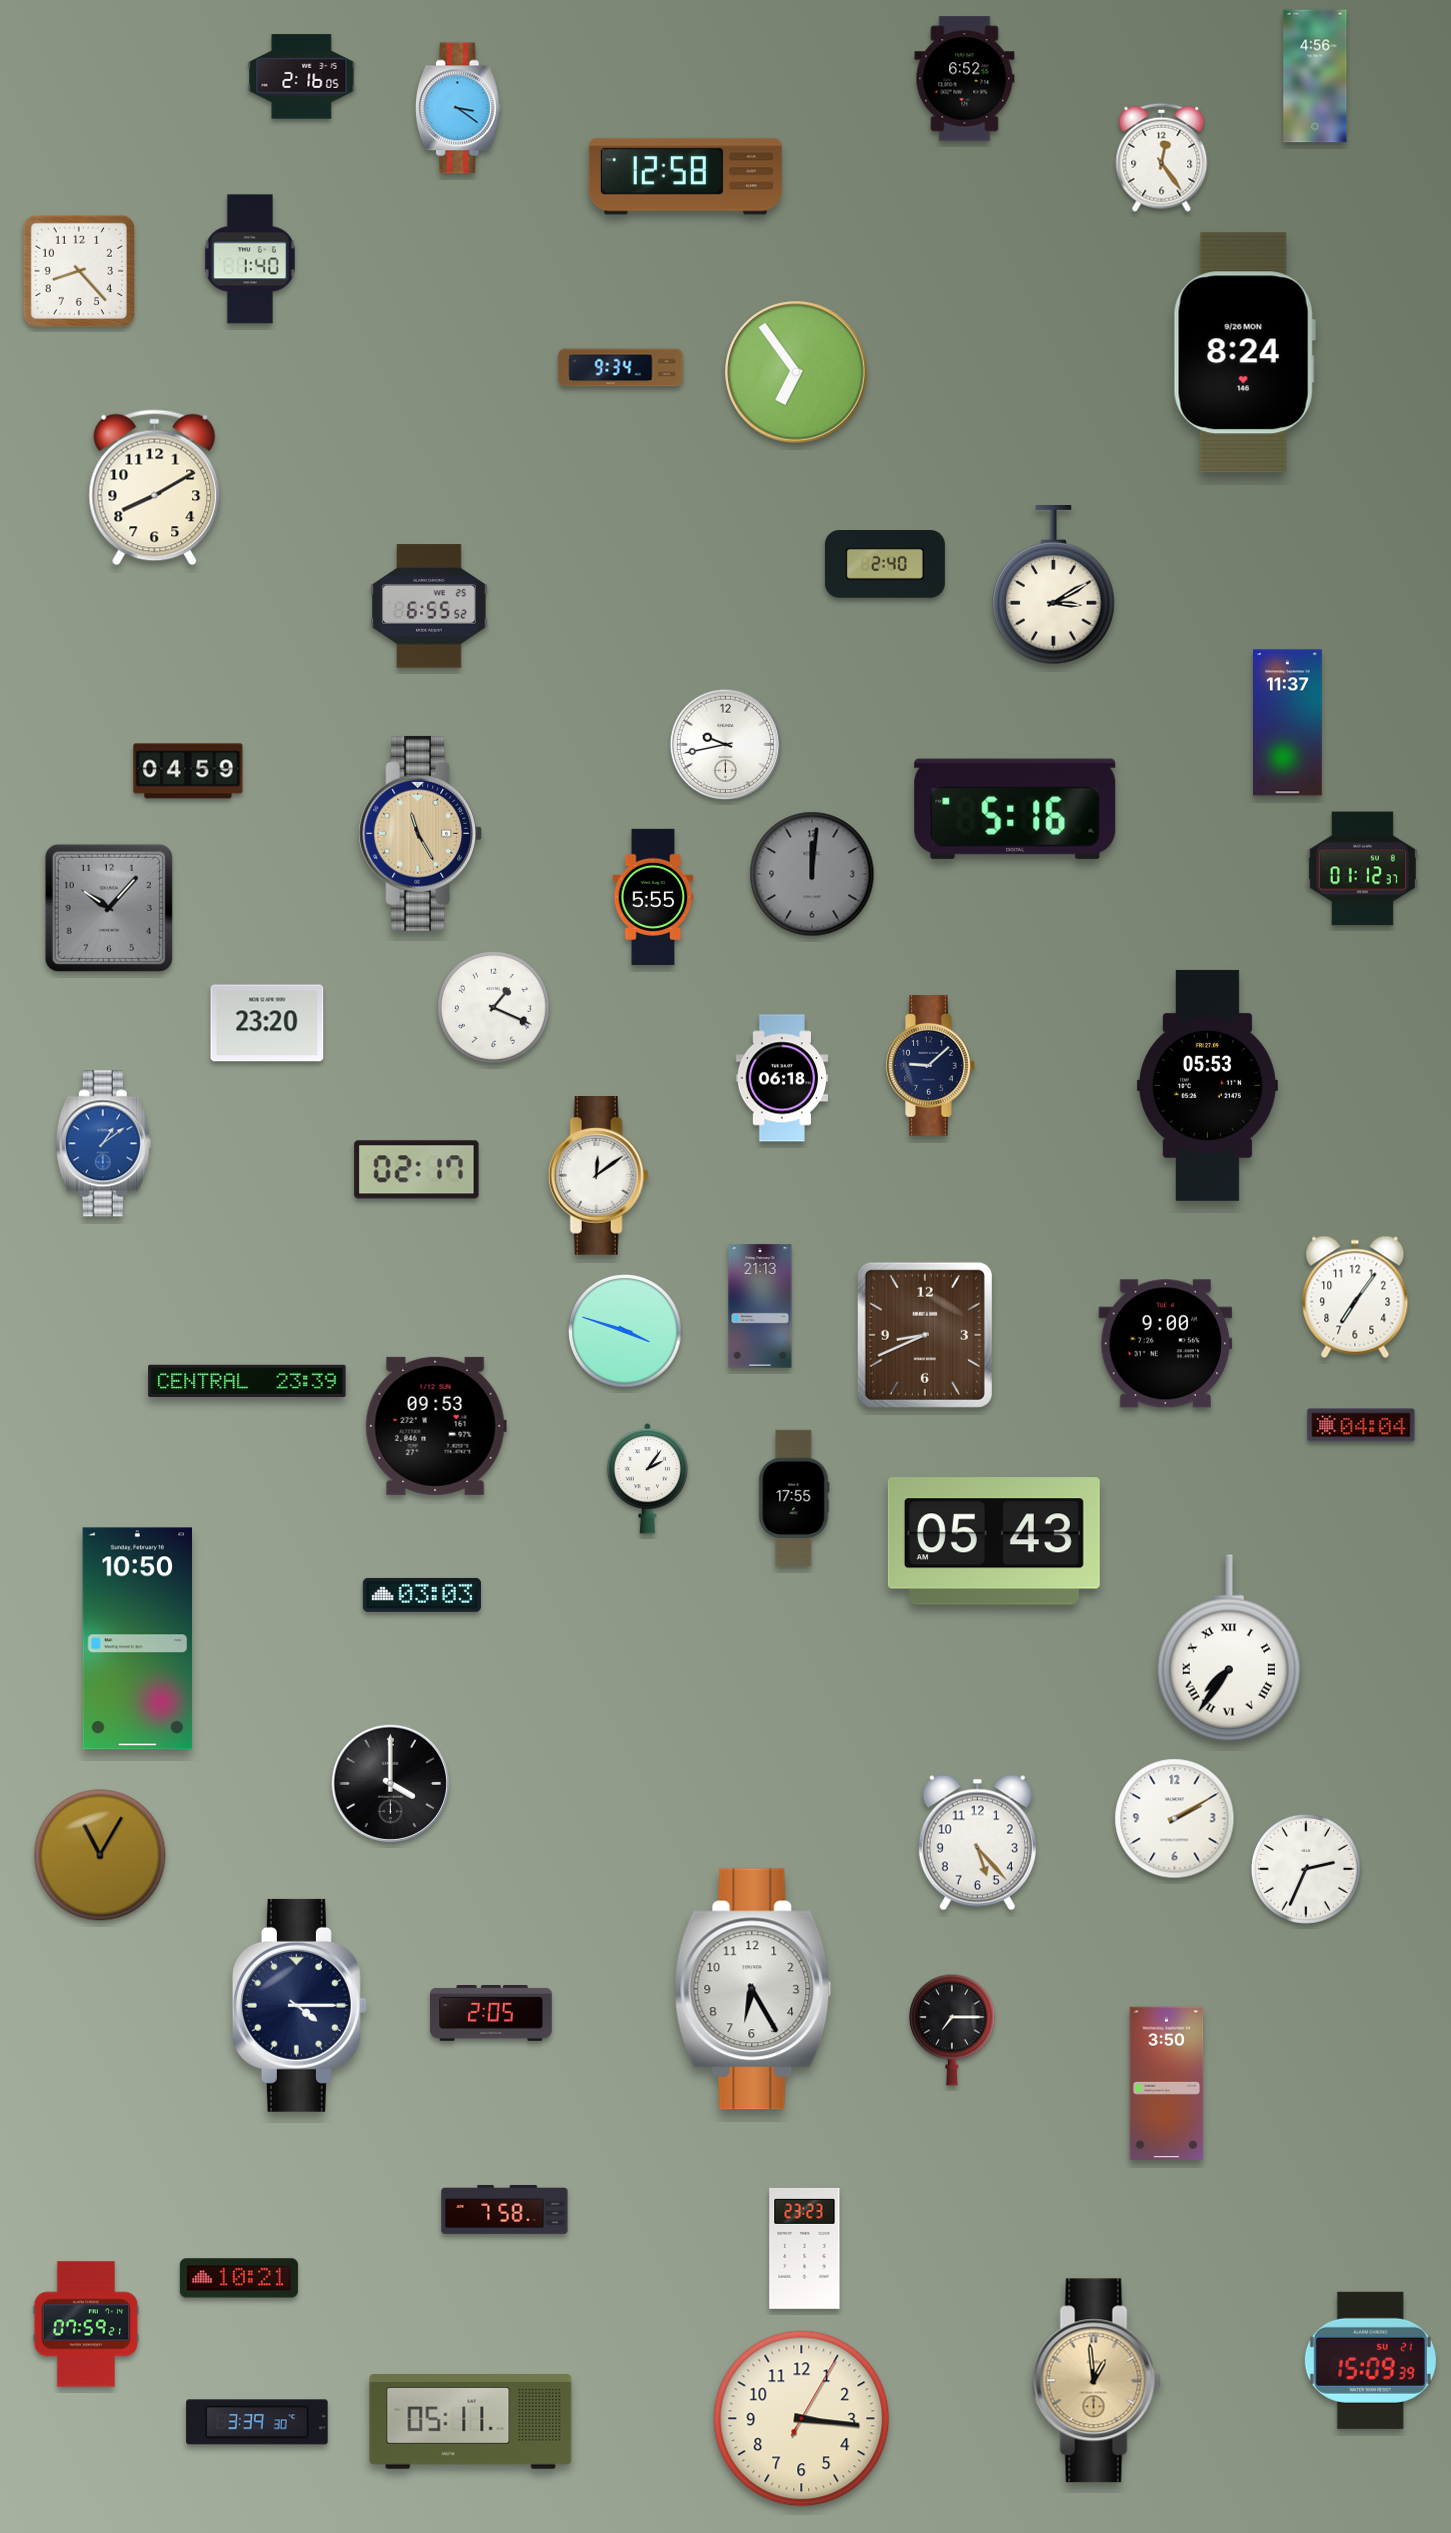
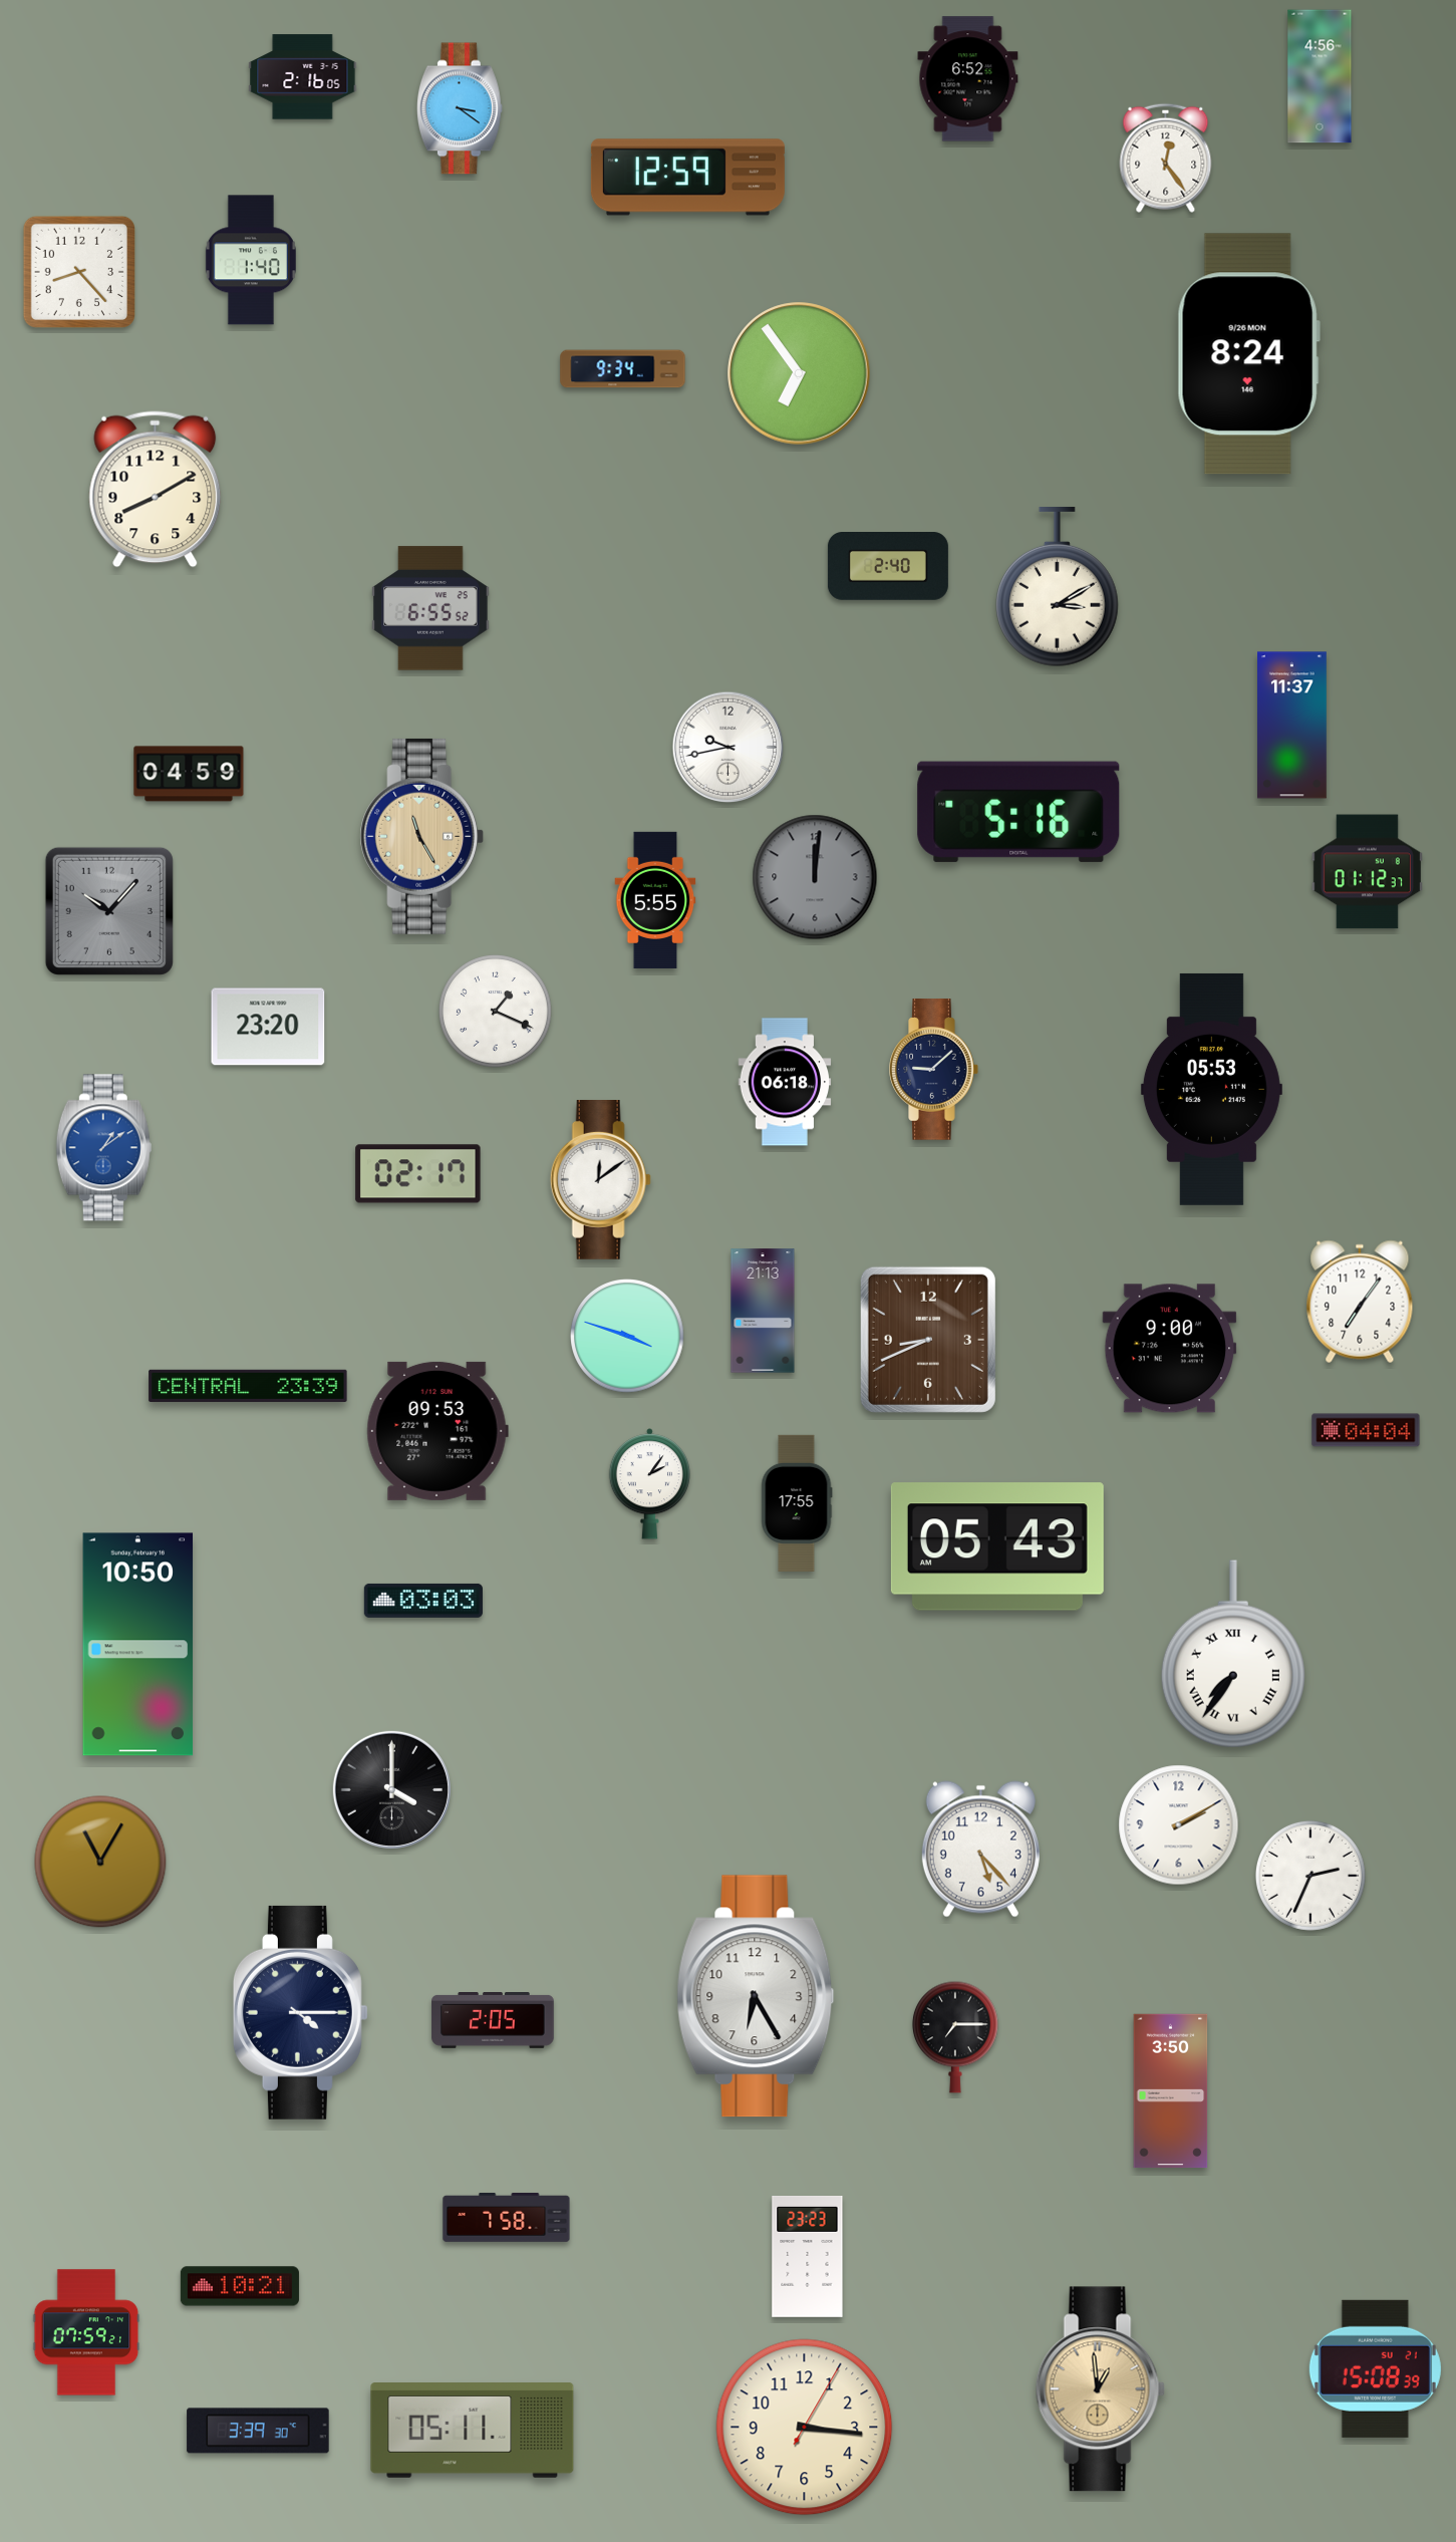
clock at (685, 177): 12:58 -> 12:59
clock at (1370, 2360): 15:09 -> 15:08
